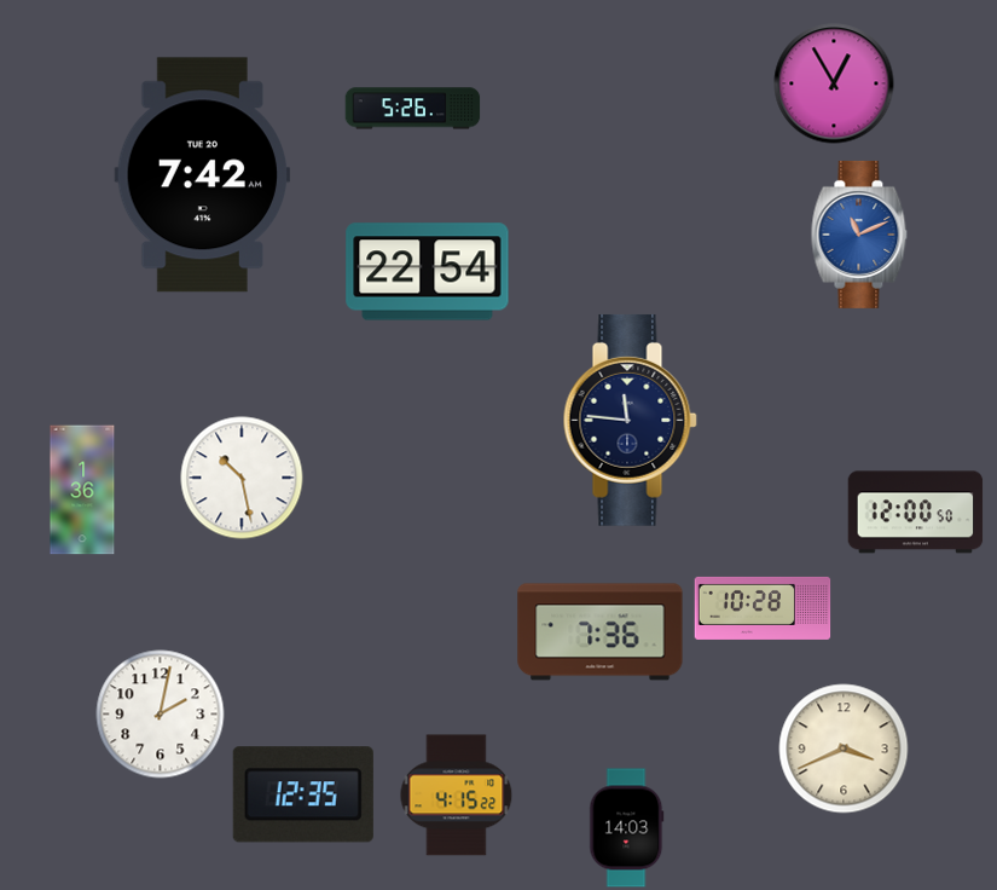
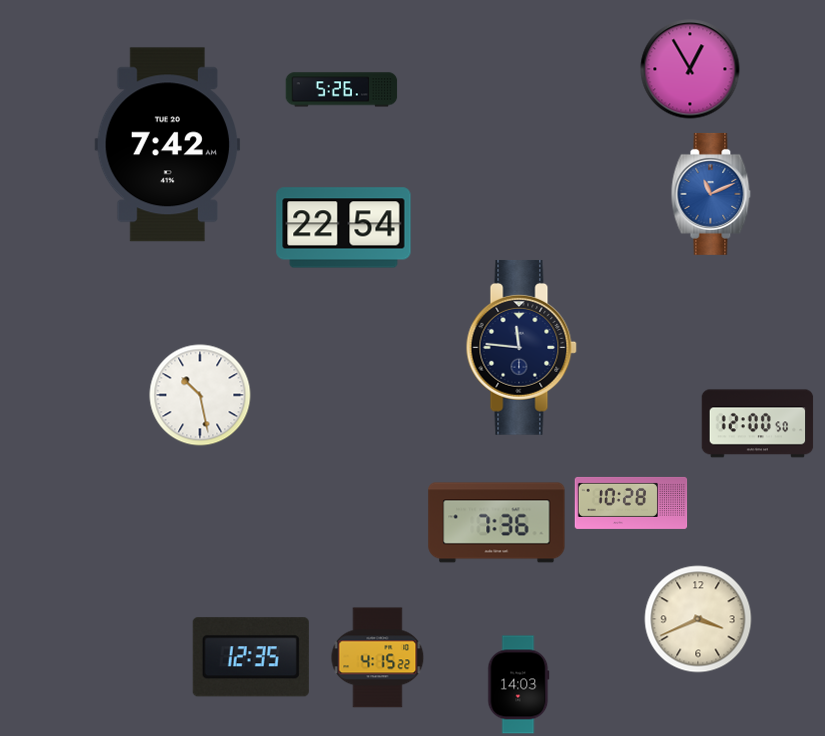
clock at (428, 272) position: (428, 272) -> (344, 228)
clock at (82, 490): 1:36 -> none
clock at (161, 715): 2:02 -> none
